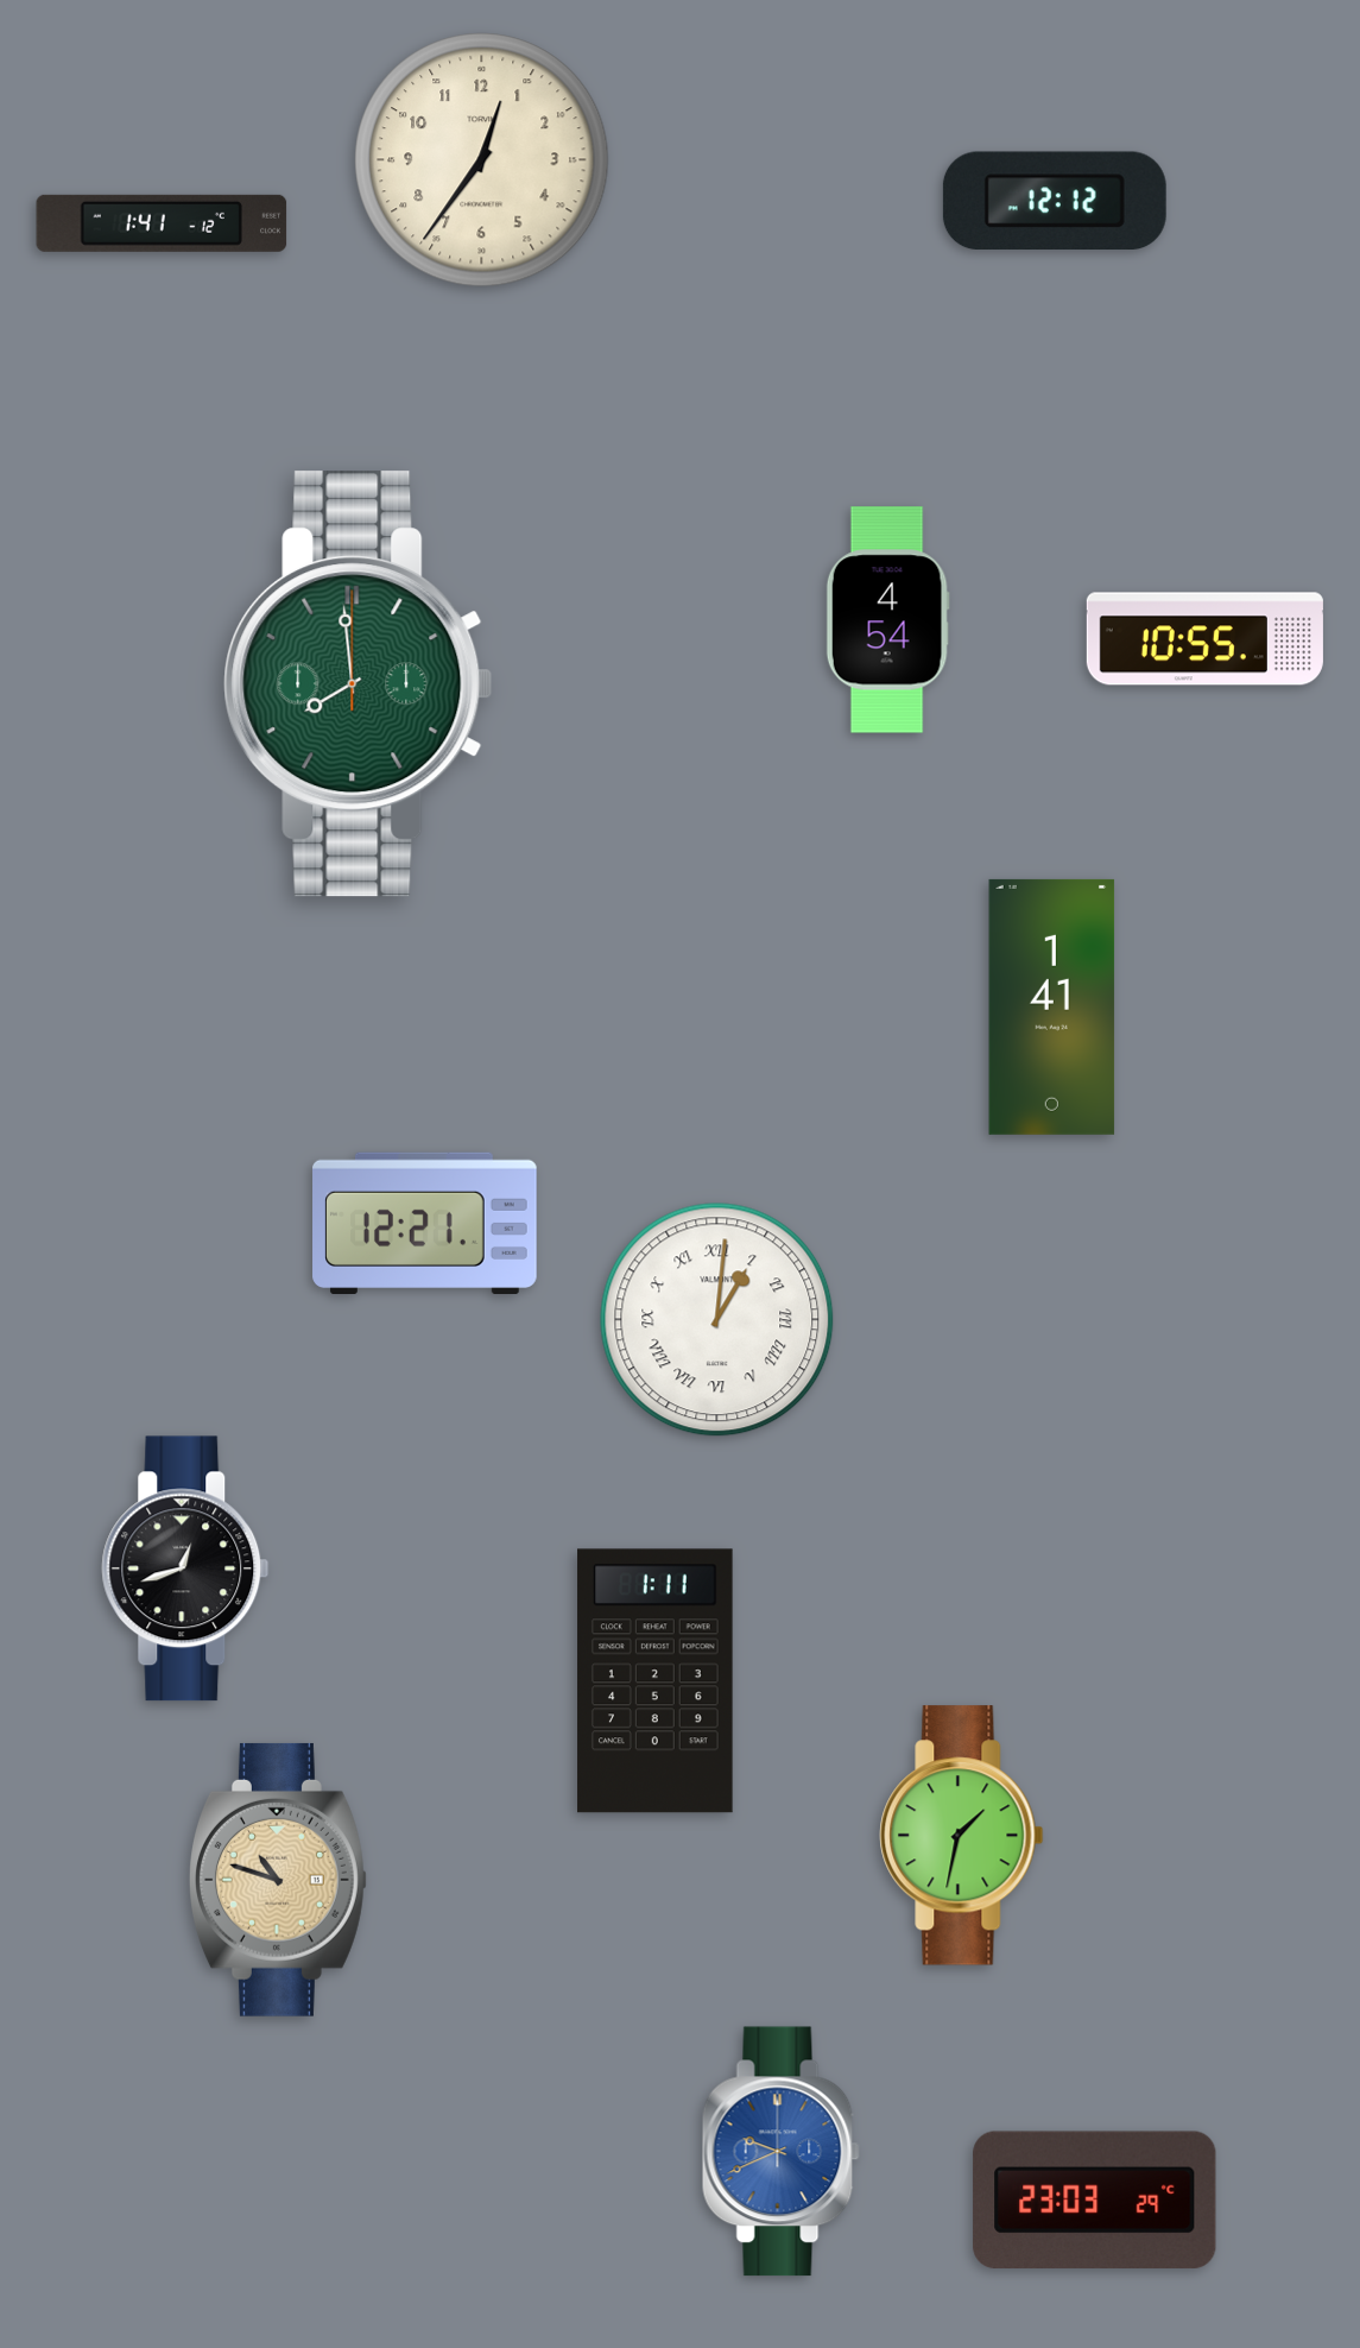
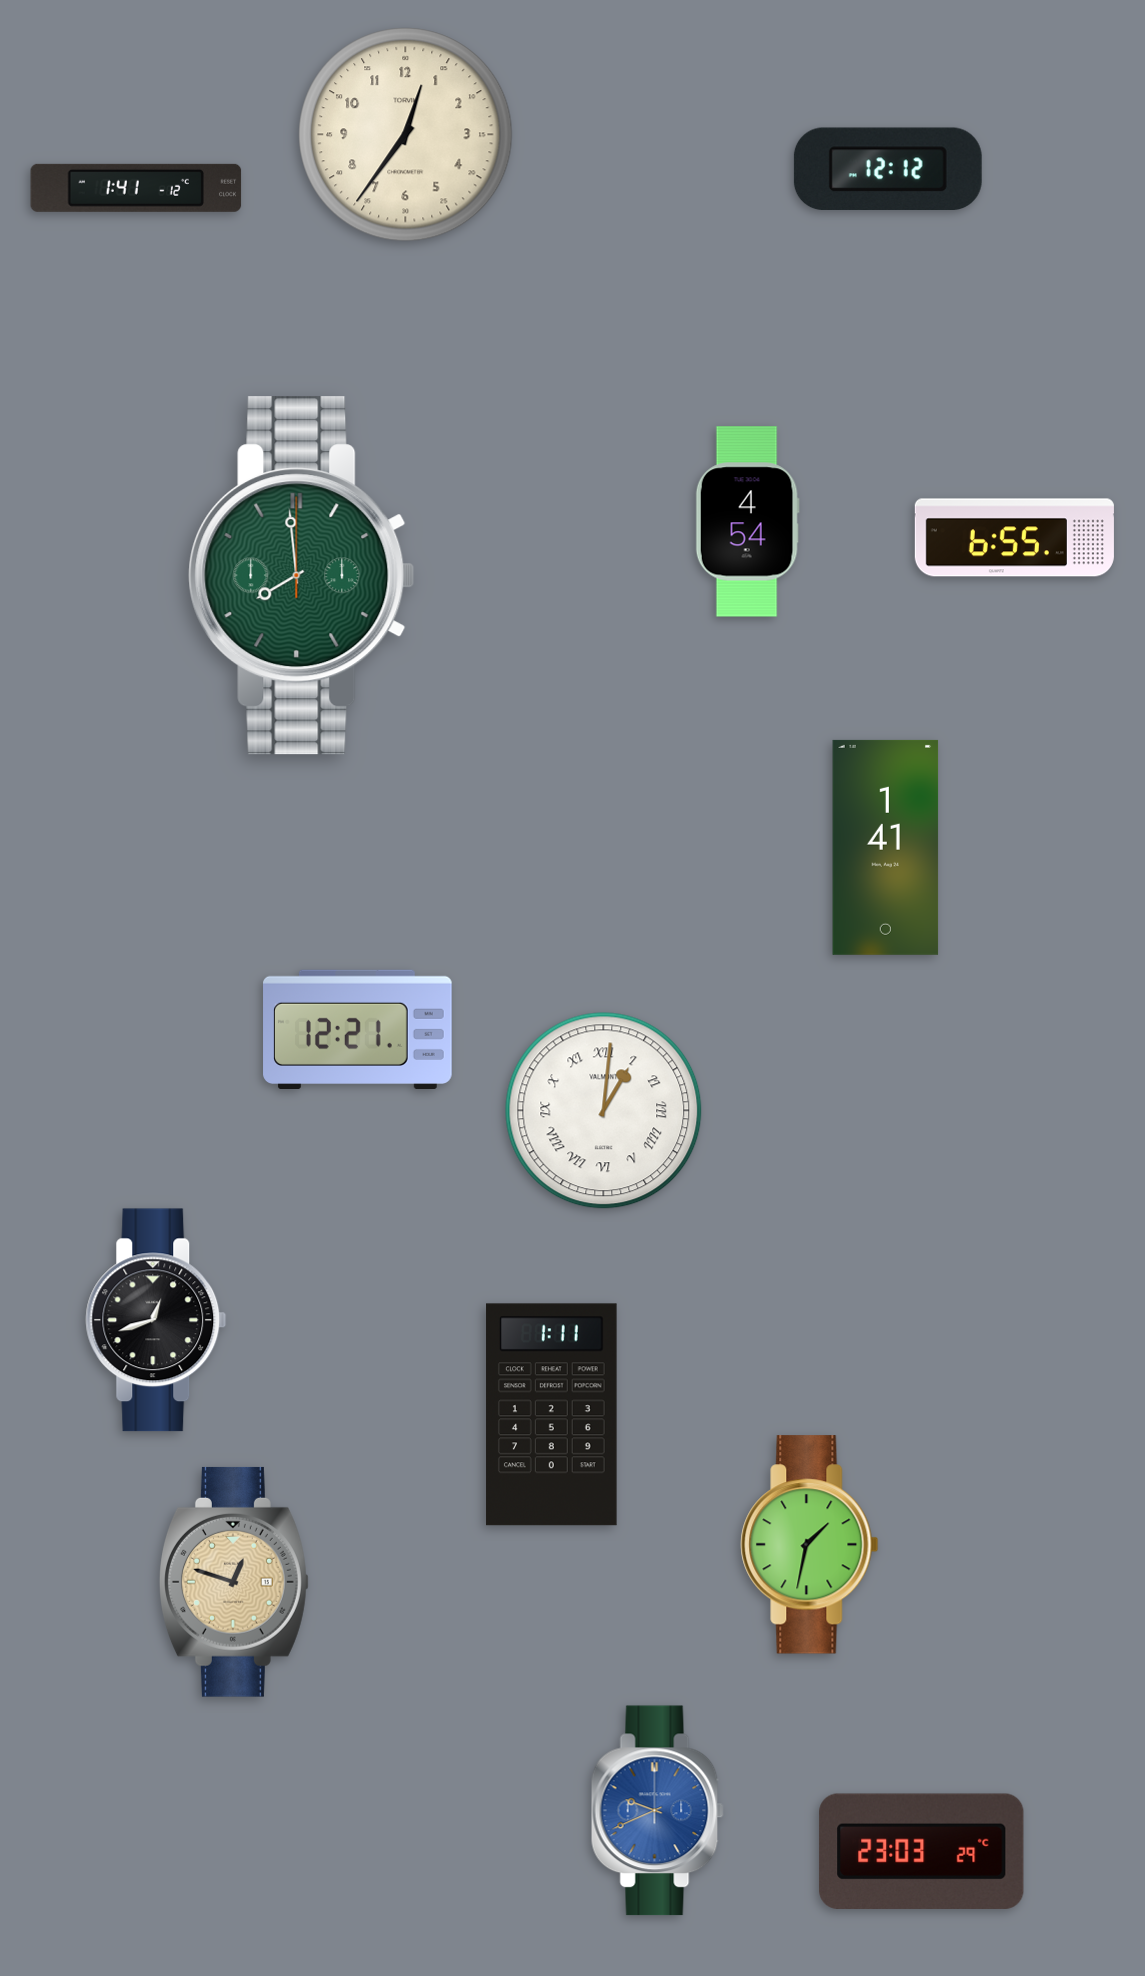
clock at (1204, 639): 10:55 -> 6:55
clock at (278, 1880): 10:48 -> 12:48
